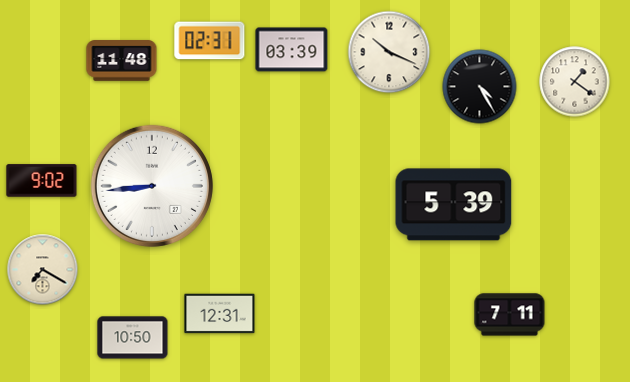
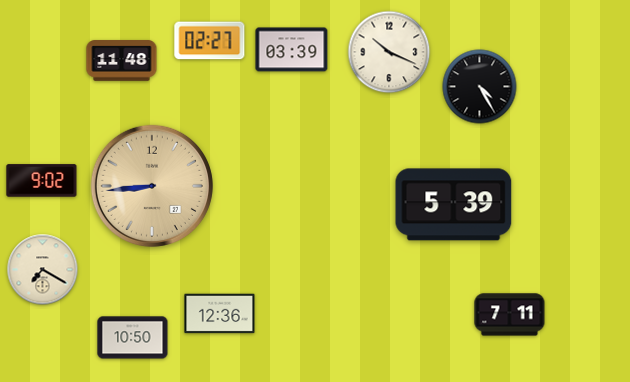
clock at (210, 41): 02:31 -> 02:27
clock at (575, 82): 1:21 -> none
clock at (152, 186) dial: white -> champagne
clock at (220, 314): 12:31 -> 12:36
